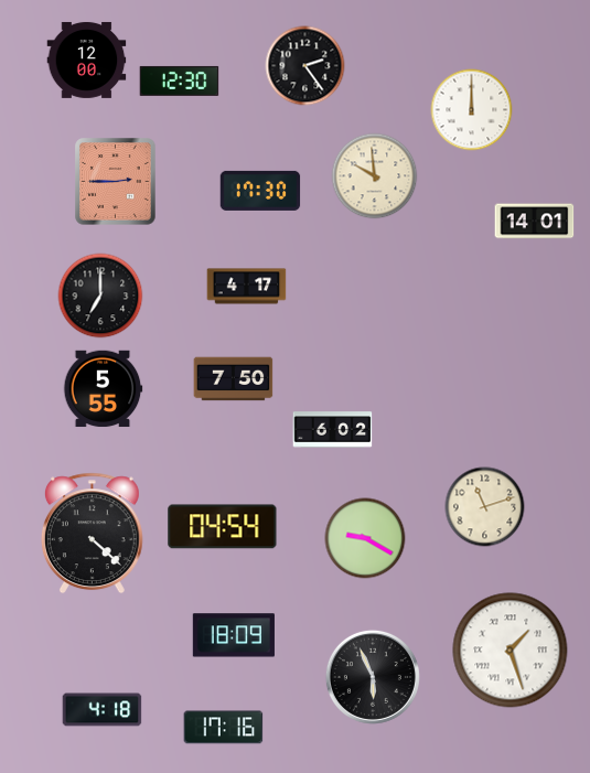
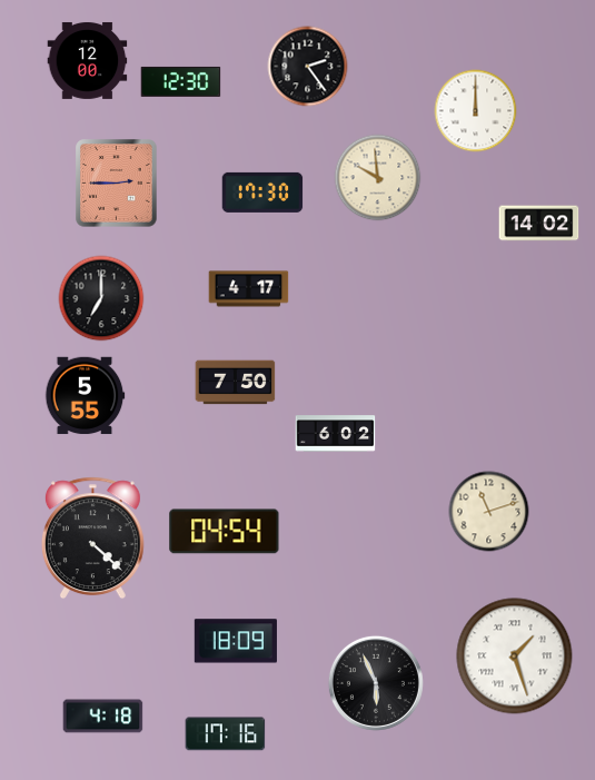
clock at (535, 222): 14:01 -> 14:02
clock at (103, 389) position: (103, 389) -> (85, 396)
clock at (365, 538): 9:20 -> none
